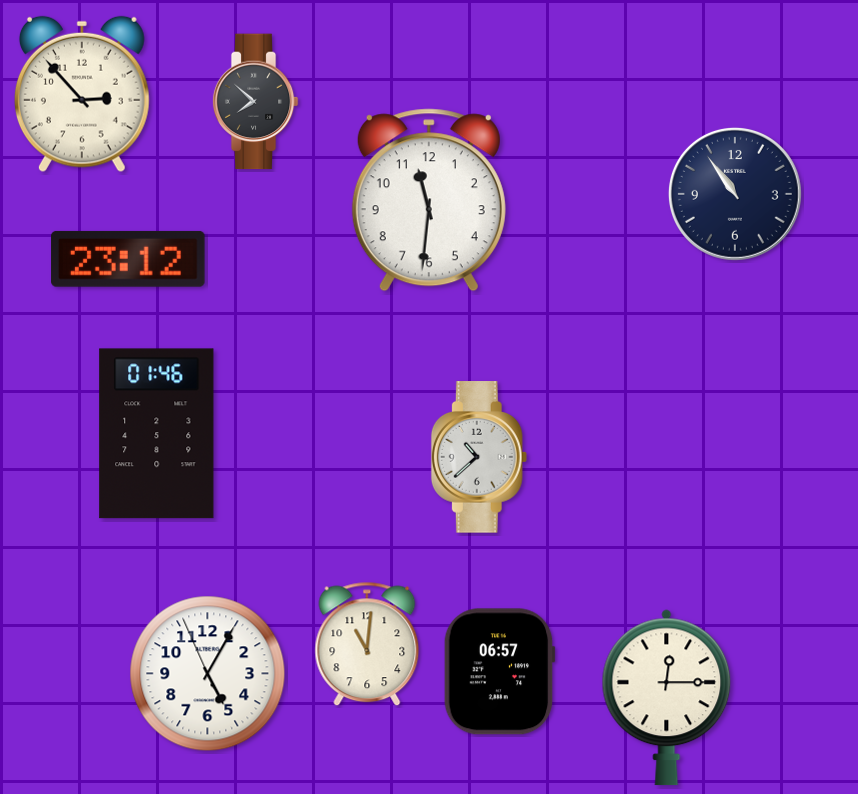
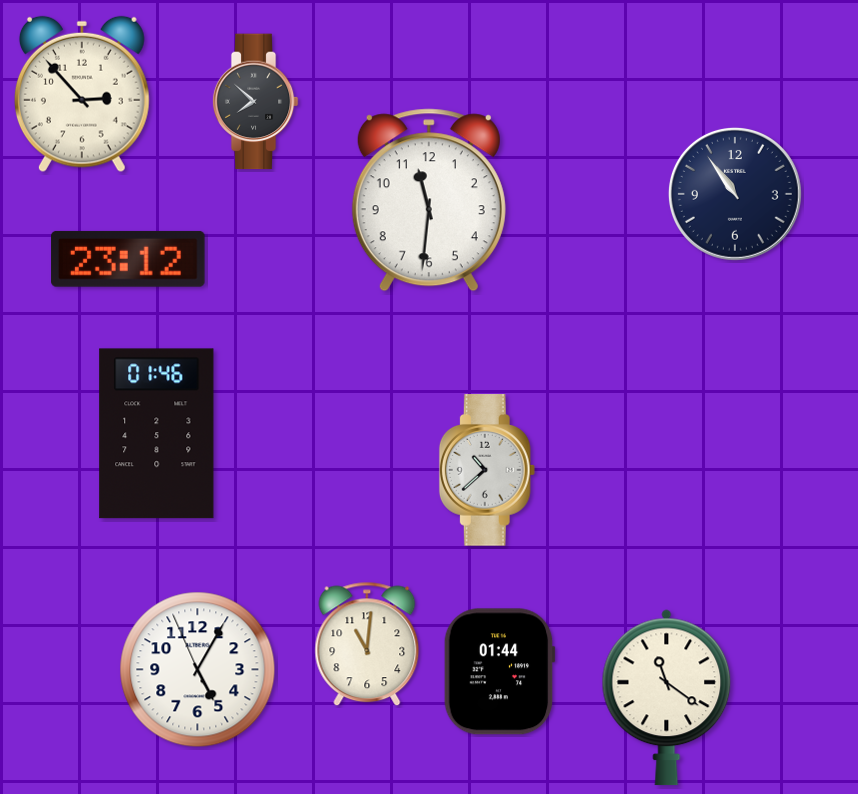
clock at (479, 457) position: (479, 457) -> (487, 470)
clock at (499, 672): 06:57 -> 01:44
clock at (208, 674) position: (208, 674) -> (198, 670)
clock at (667, 698): 12:15 -> 11:21
